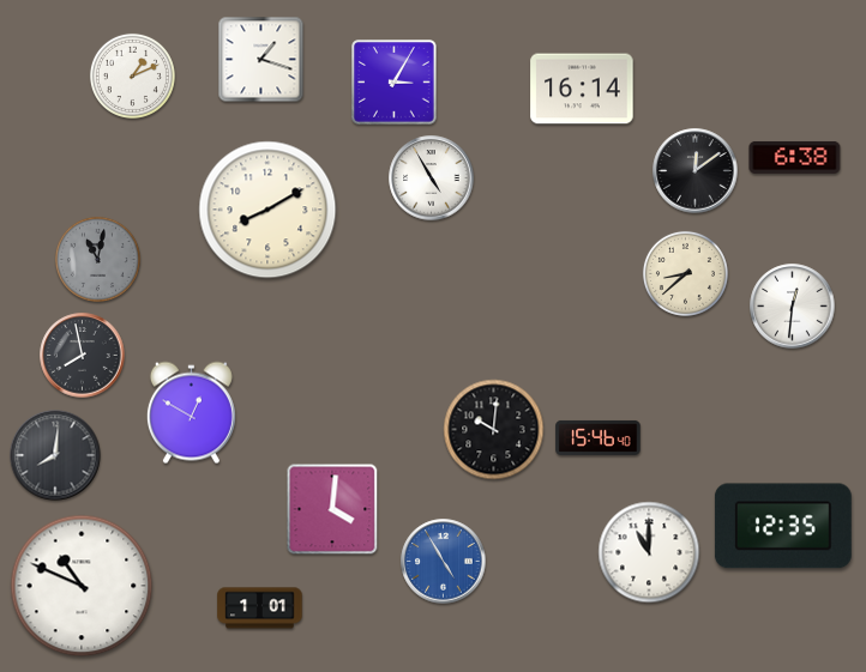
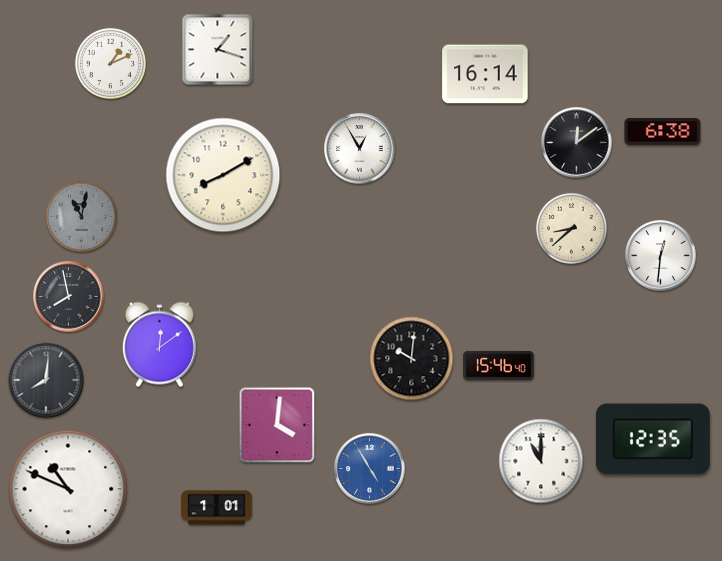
clock at (395, 83): 3:05 -> none
clock at (696, 171) position: (696, 171) -> (577, 143)
clock at (432, 178): 4:55 -> 12:55
clock at (191, 413): 12:50 -> 12:09
